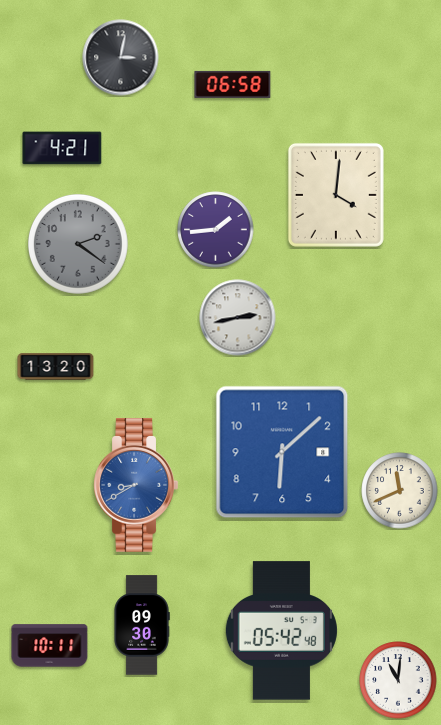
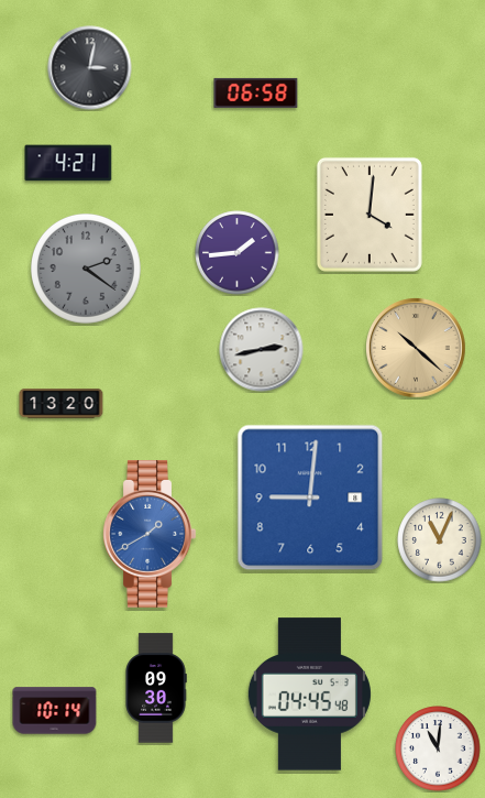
clock at (121, 58) position: (121, 58) -> (90, 68)
clock at (416, 348): none -> 10:22
clock at (282, 452): 6:08 -> 9:01
clock at (136, 486): 8:40 -> 1:40
clock at (400, 491): 11:41 -> 11:04
clock at (281, 631): 05:42 -> 04:45
clock at (50, 646): 10:11 -> 10:14
